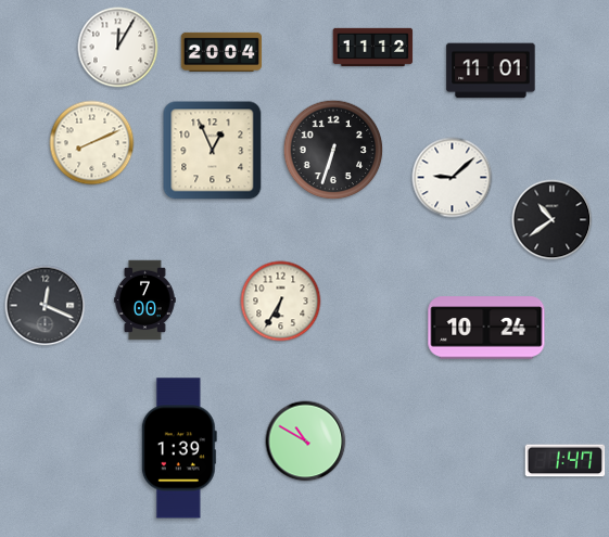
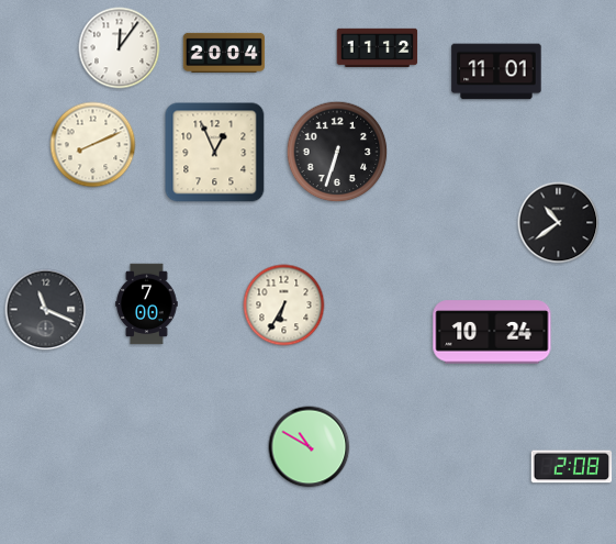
clock at (118, 48): 12:05 -> 12:06
clock at (453, 178): 9:08 -> none
clock at (46, 306): 12:19 -> 11:19
clock at (179, 448): 1:39 -> none
clock at (566, 461): 1:47 -> 2:08
